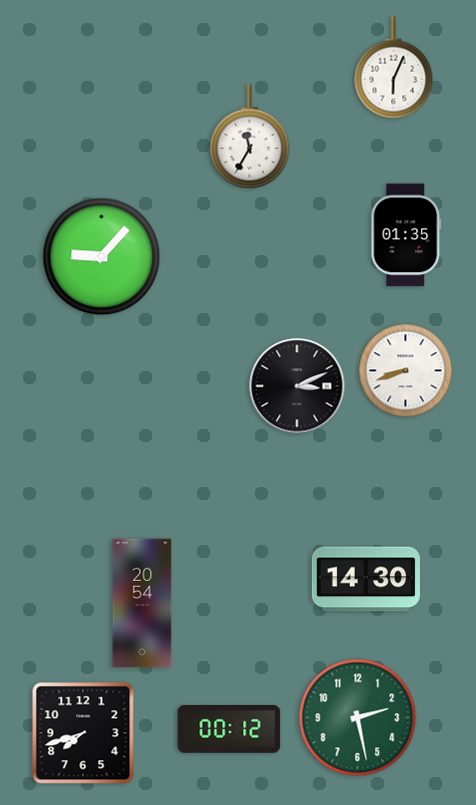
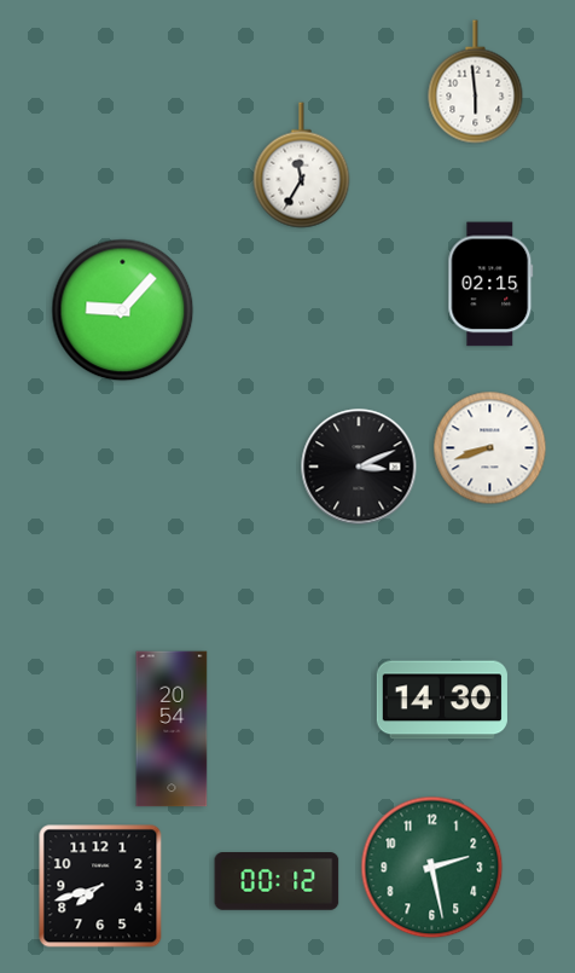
clock at (394, 68): 6:04 -> 5:59
clock at (406, 235): 01:35 -> 02:15
